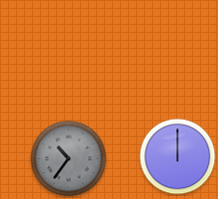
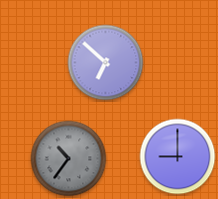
clock at (106, 63): none -> 6:52
clock at (178, 157): 12:00 -> 9:00
